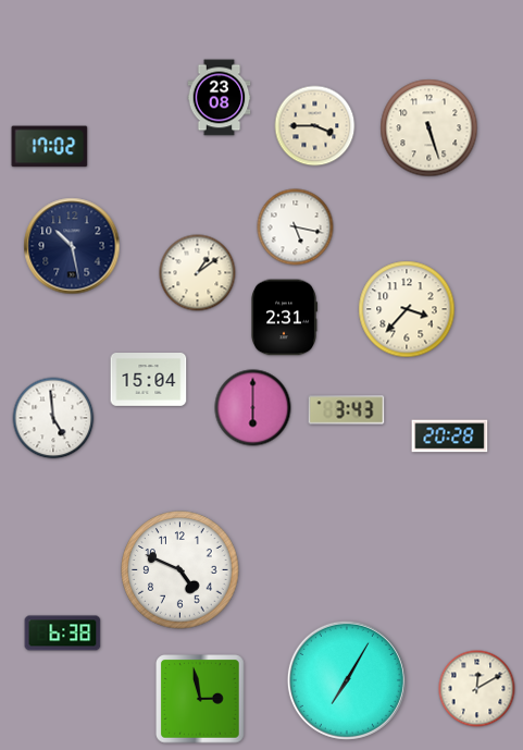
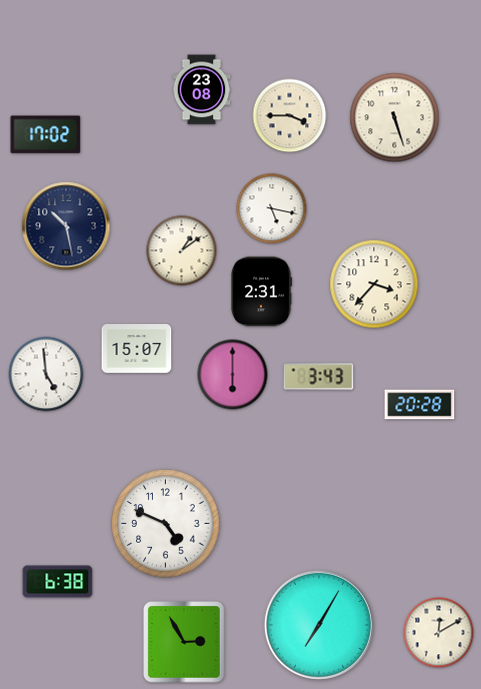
clock at (149, 380): 15:04 -> 15:07
clock at (53, 418) position: (53, 418) -> (46, 374)
clock at (450, 437) position: (450, 437) -> (420, 405)
clock at (200, 699): 2:58 -> 2:55
